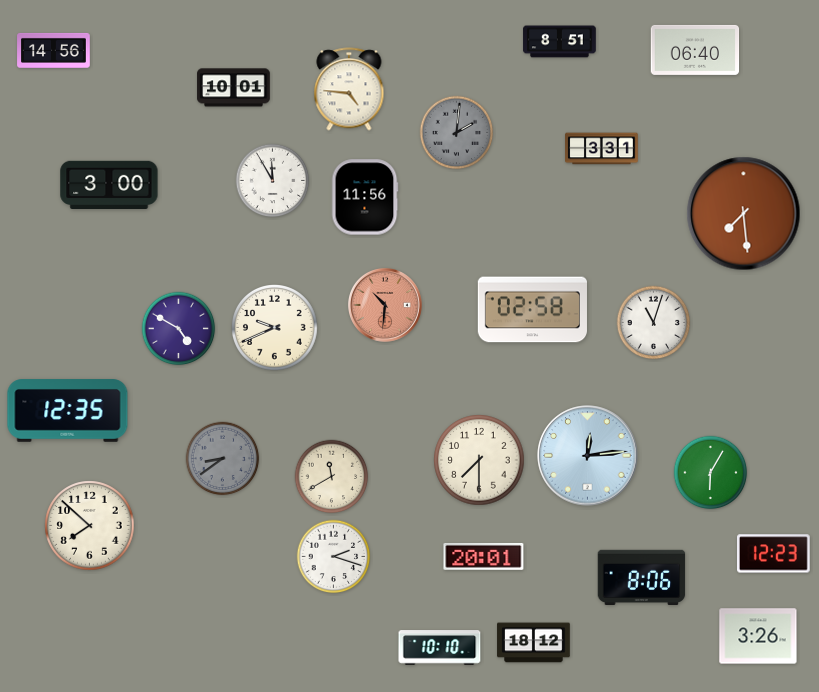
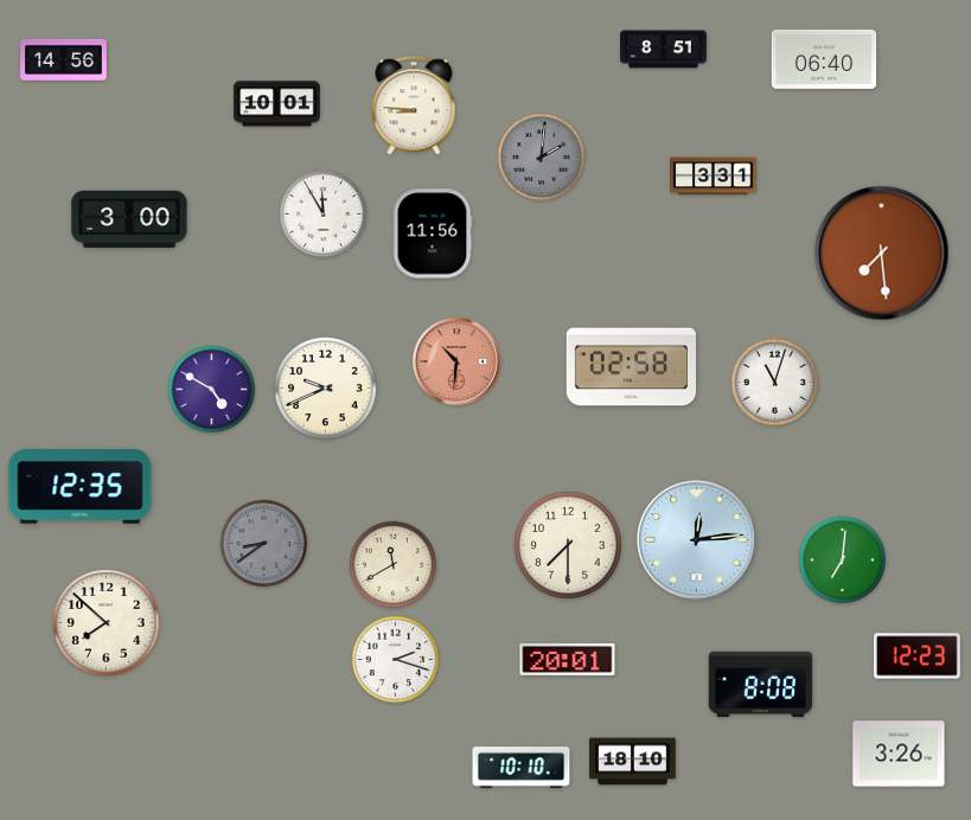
clock at (349, 89): 4:46 -> 8:46
clock at (711, 473): 6:05 -> 7:01
clock at (484, 556) position: (484, 556) -> (568, 659)
clock at (642, 577): 8:06 -> 8:08
clock at (534, 643): 18:12 -> 18:10
